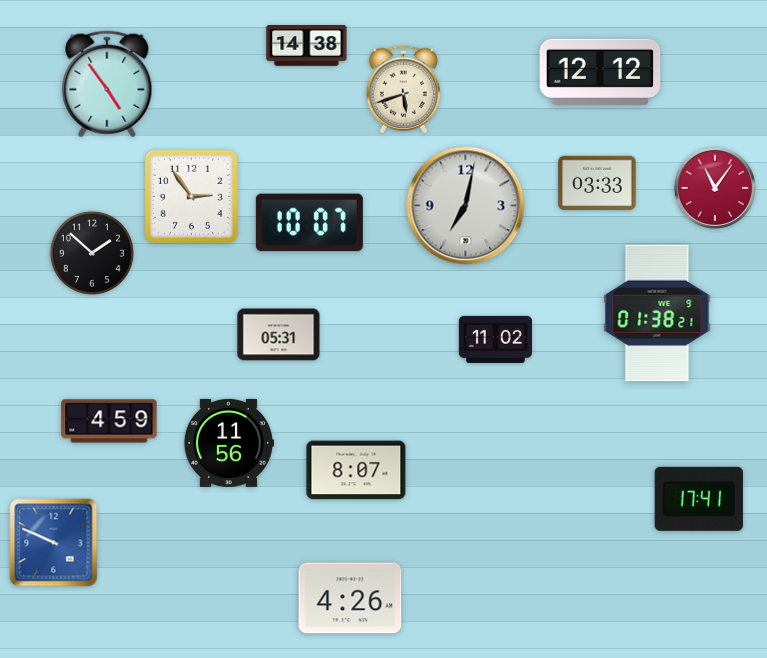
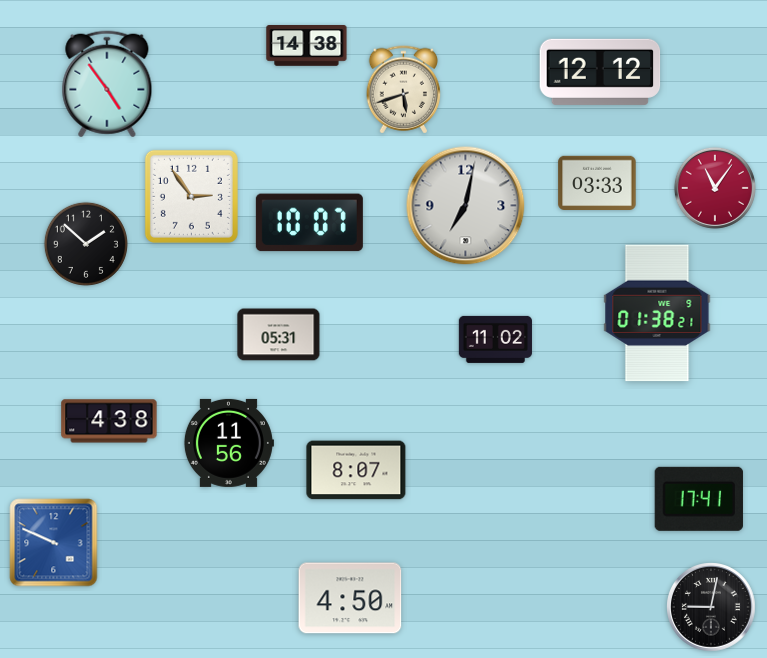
clock at (92, 253) position: (92, 253) -> (86, 244)
clock at (109, 421): 4:59 -> 4:38
clock at (350, 598): 4:26 -> 4:50
clock at (711, 607): none -> 9:02
